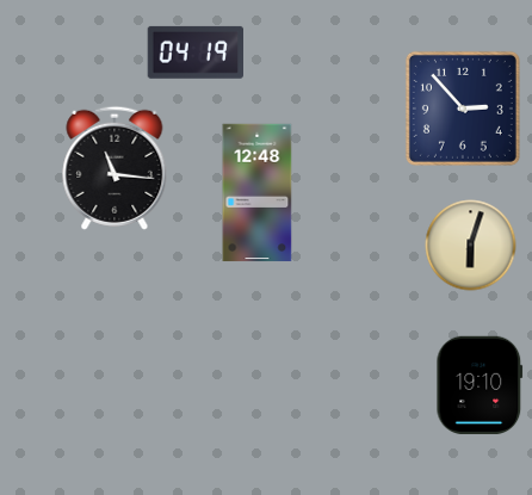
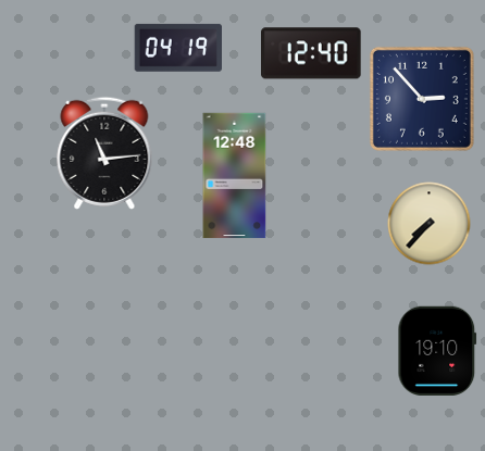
clock at (312, 53): none -> 12:40
clock at (115, 168): 11:16 -> 11:14
clock at (471, 246): 6:03 -> 7:37
